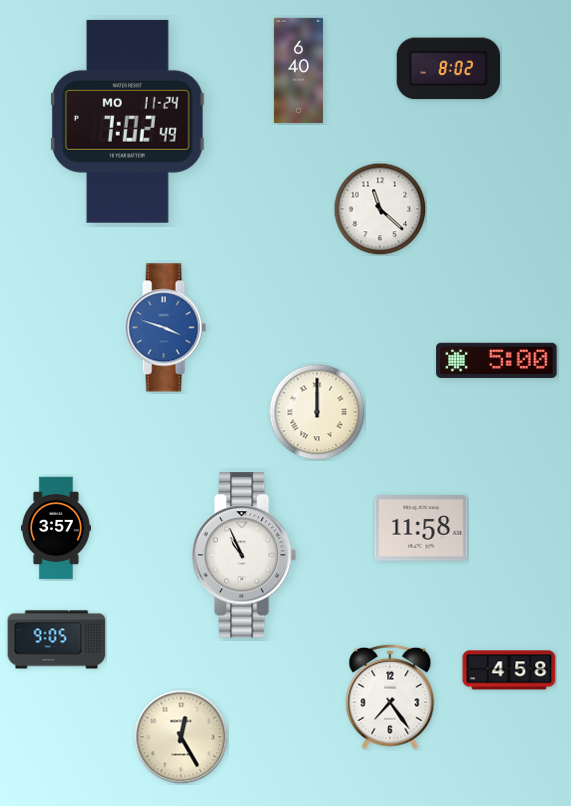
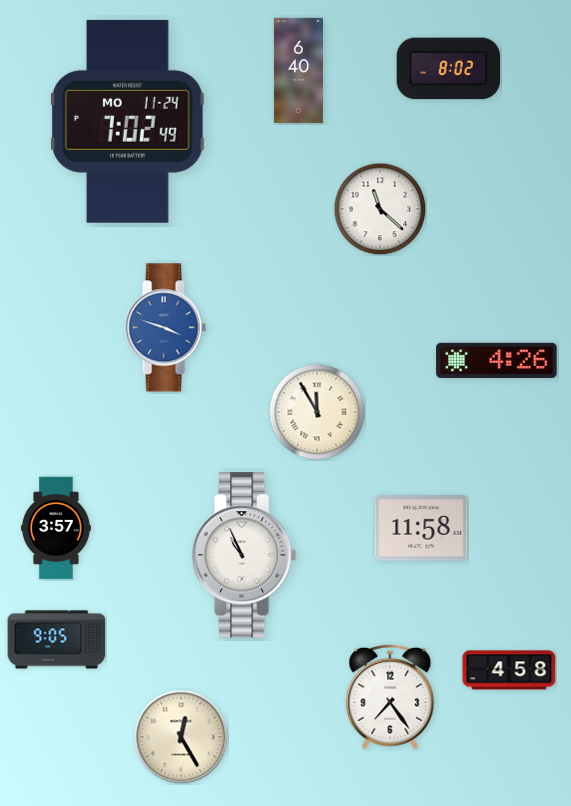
clock at (497, 360): 5:00 -> 4:26
clock at (317, 412): 12:00 -> 11:55
